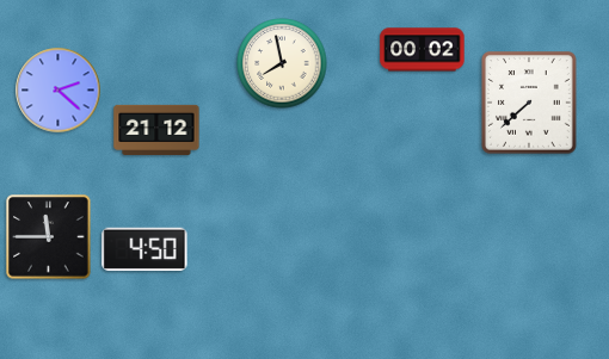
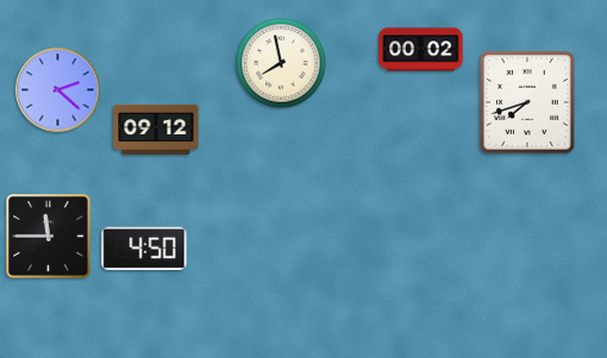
clock at (530, 104): 7:38 -> 7:42
clock at (156, 130): 21:12 -> 09:12
